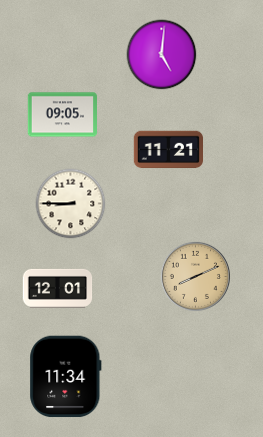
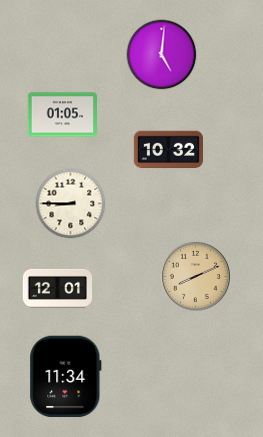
clock at (62, 115): 09:05 -> 01:05
clock at (168, 150): 11:21 -> 10:32
